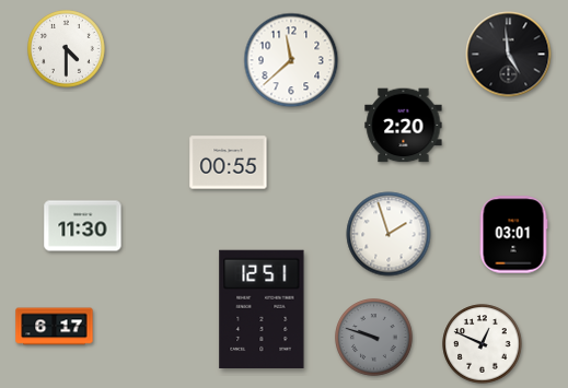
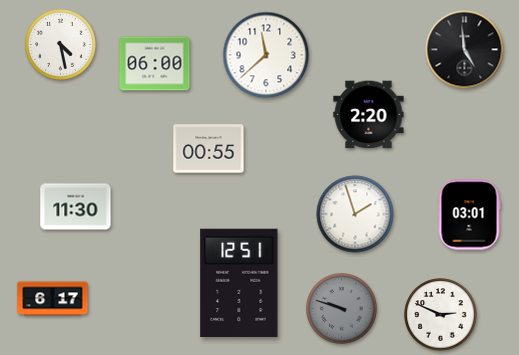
clock at (67, 49): 4:30 -> 4:28
clock at (155, 64): none -> 06:00
clock at (55, 327) position: (55, 327) -> (53, 299)
clock at (483, 344): 12:49 -> 2:49
